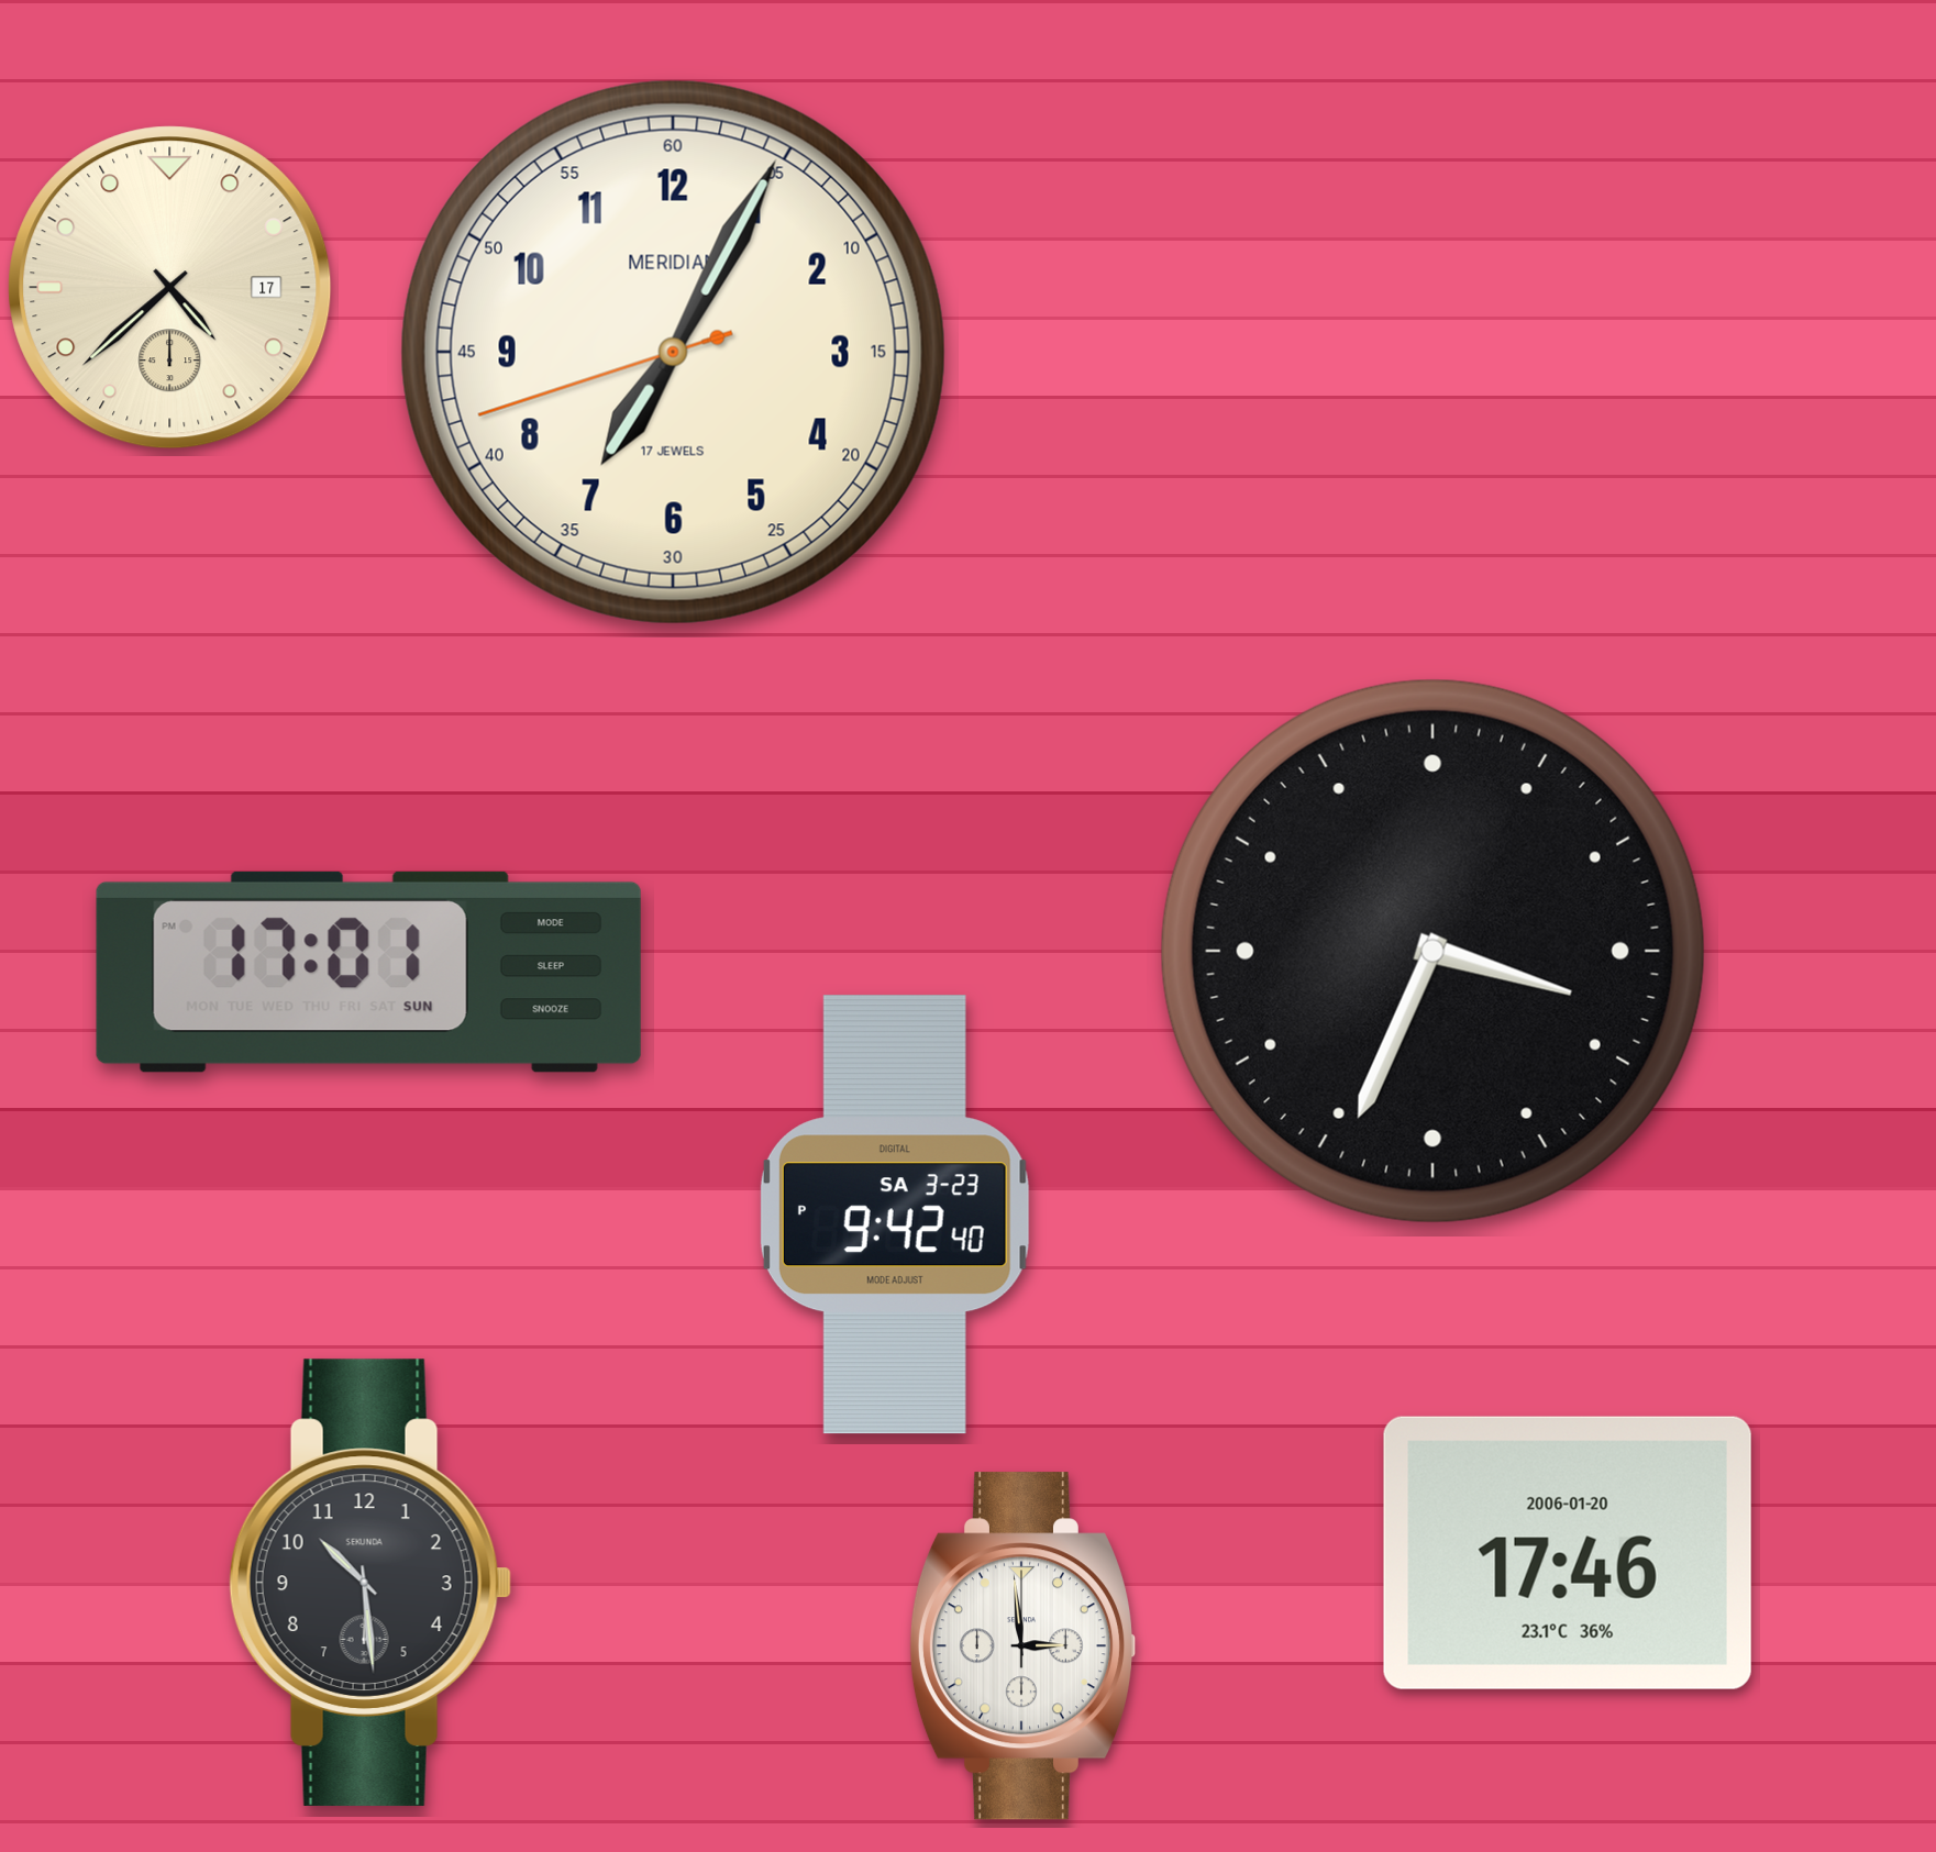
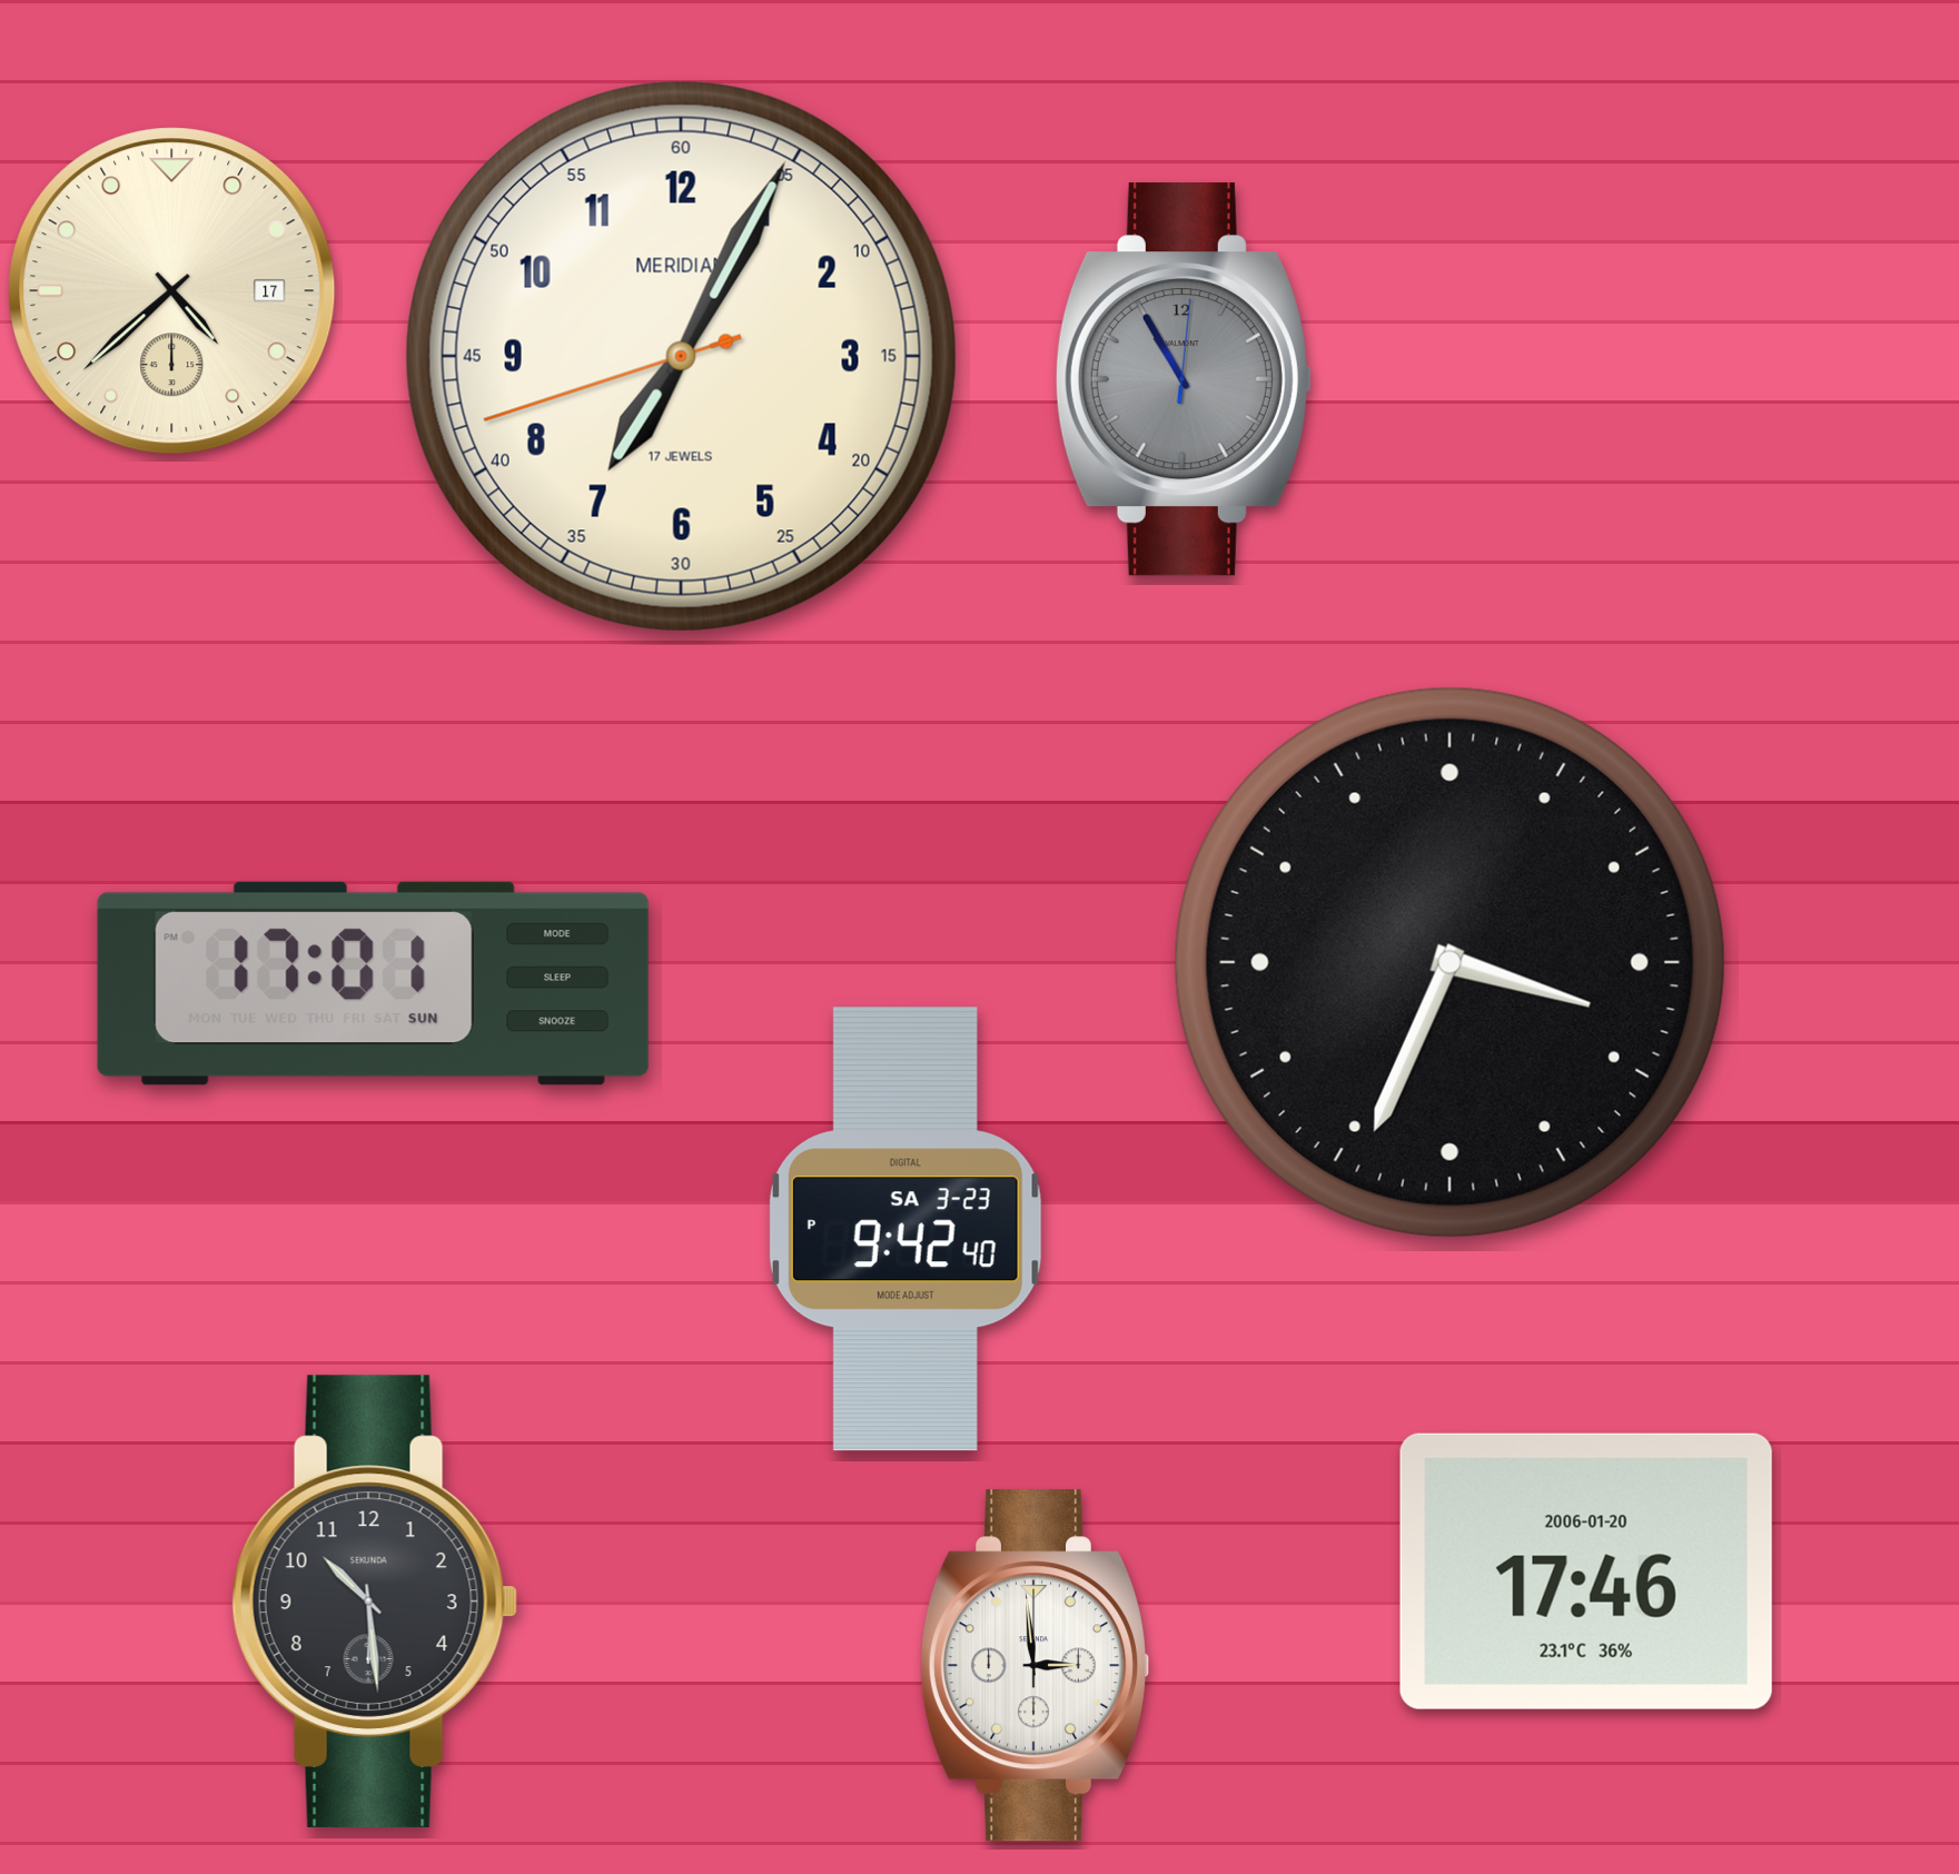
clock at (1184, 379): none -> 10:55
